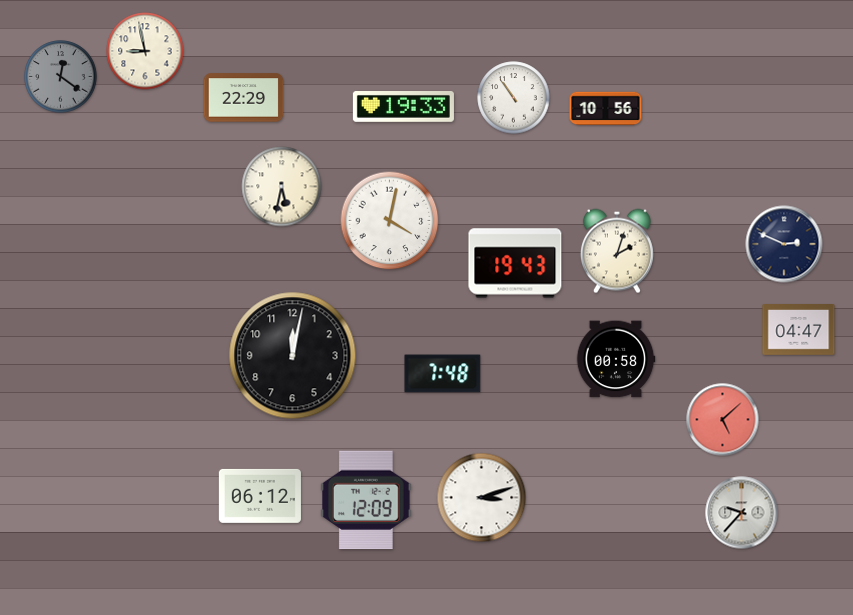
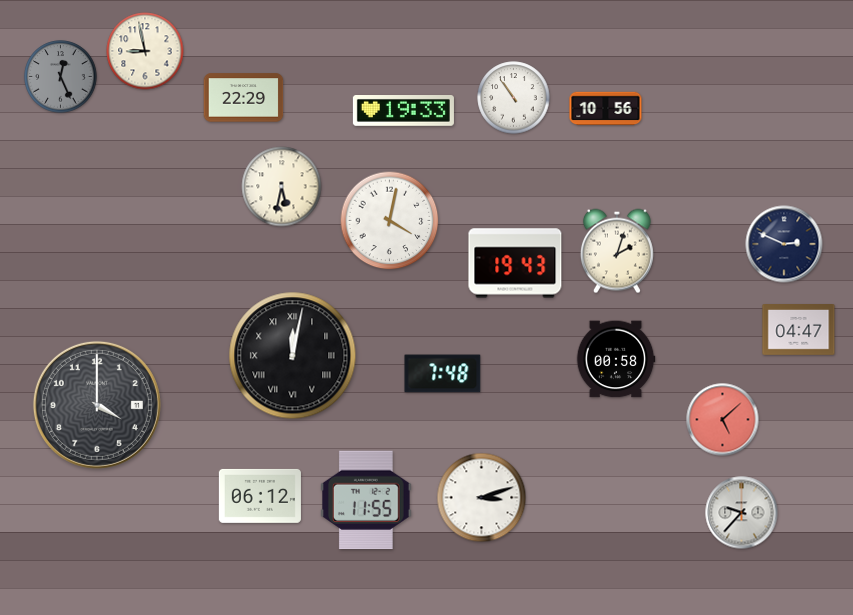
clock at (61, 77): 12:21 -> 12:26
clock at (403, 107) position: (403, 107) -> (403, 111)
clock at (293, 356) numerals: Arabic -> Roman
clock at (97, 405): none -> 4:00
clock at (366, 500): 12:09 -> 11:55
